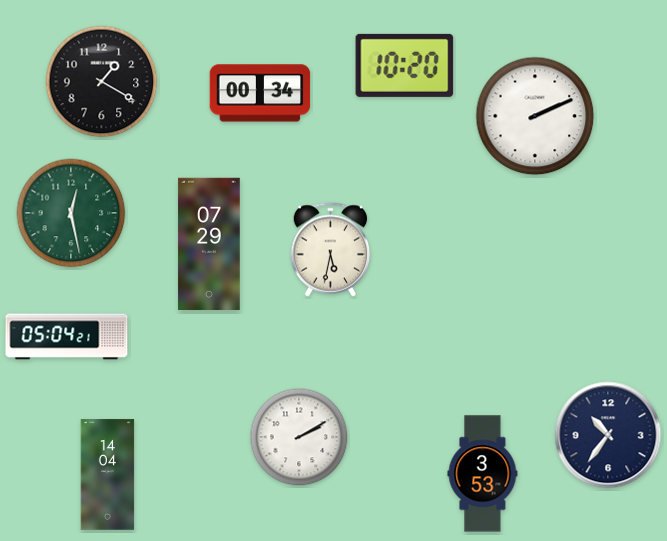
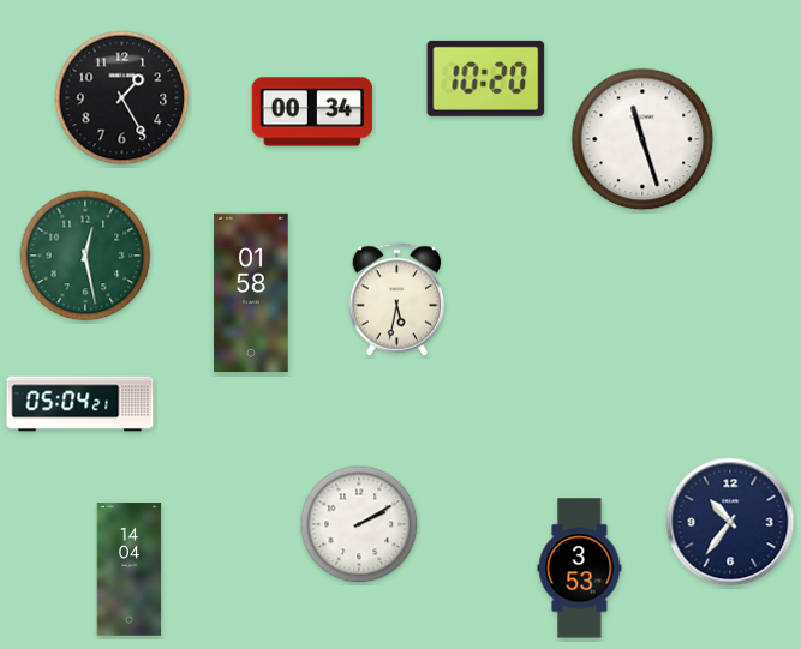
clock at (102, 82): 1:20 -> 1:25
clock at (535, 116): 2:11 -> 11:27
clock at (209, 244): 07:29 -> 01:58
